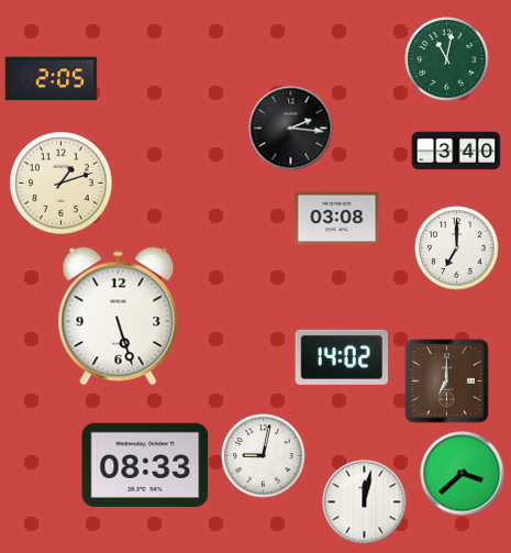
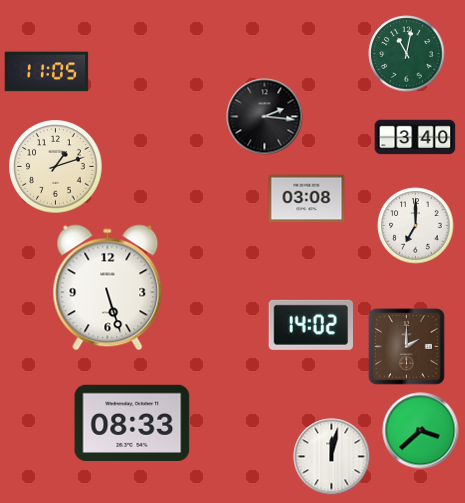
clock at (52, 79): 2:05 -> 11:05
clock at (447, 381): 7:00 -> 2:00
clock at (264, 456): 9:02 -> none
